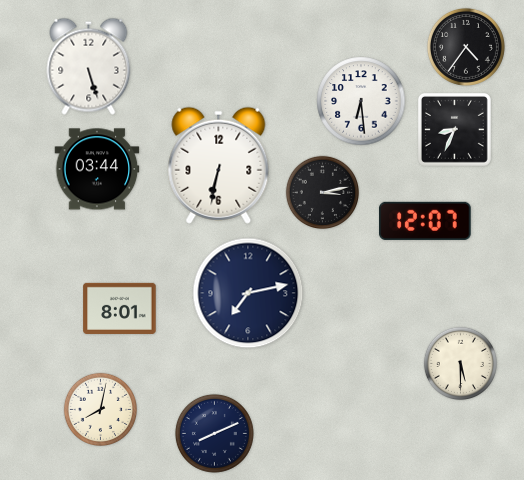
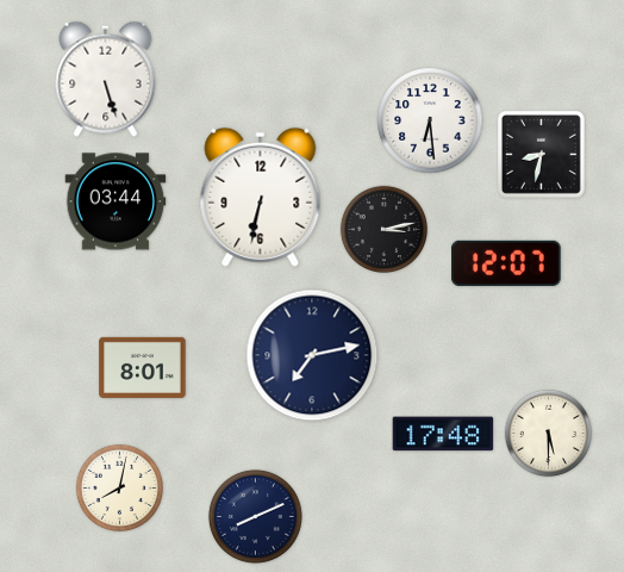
clock at (466, 47): 4:36 -> none
clock at (454, 129): 8:34 -> 8:32
clock at (248, 293) position: (248, 293) -> (312, 355)
clock at (443, 434): none -> 17:48
